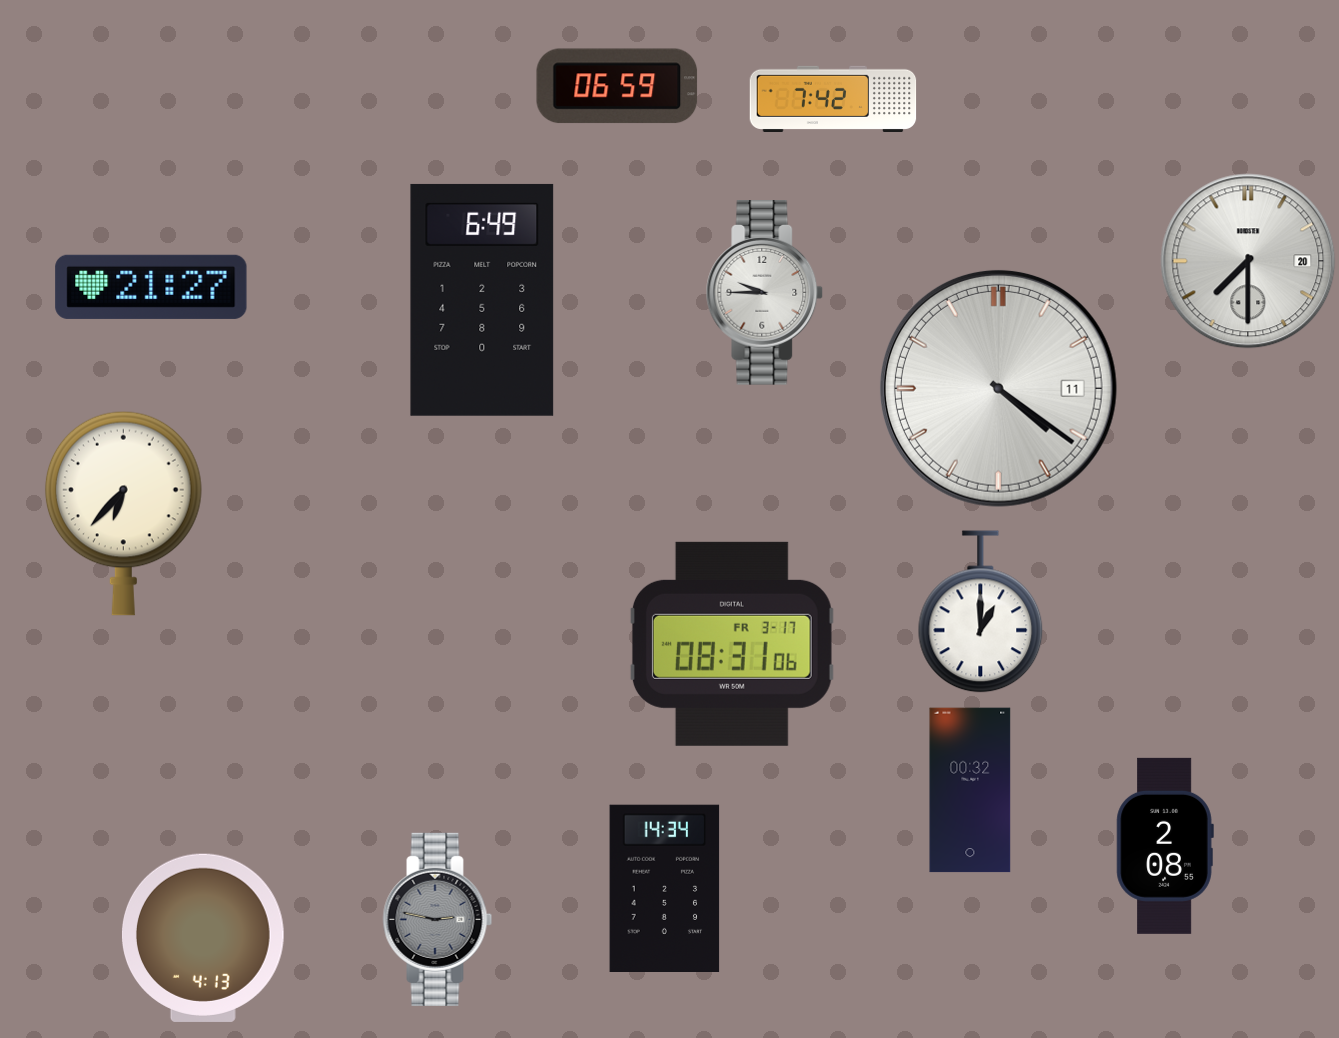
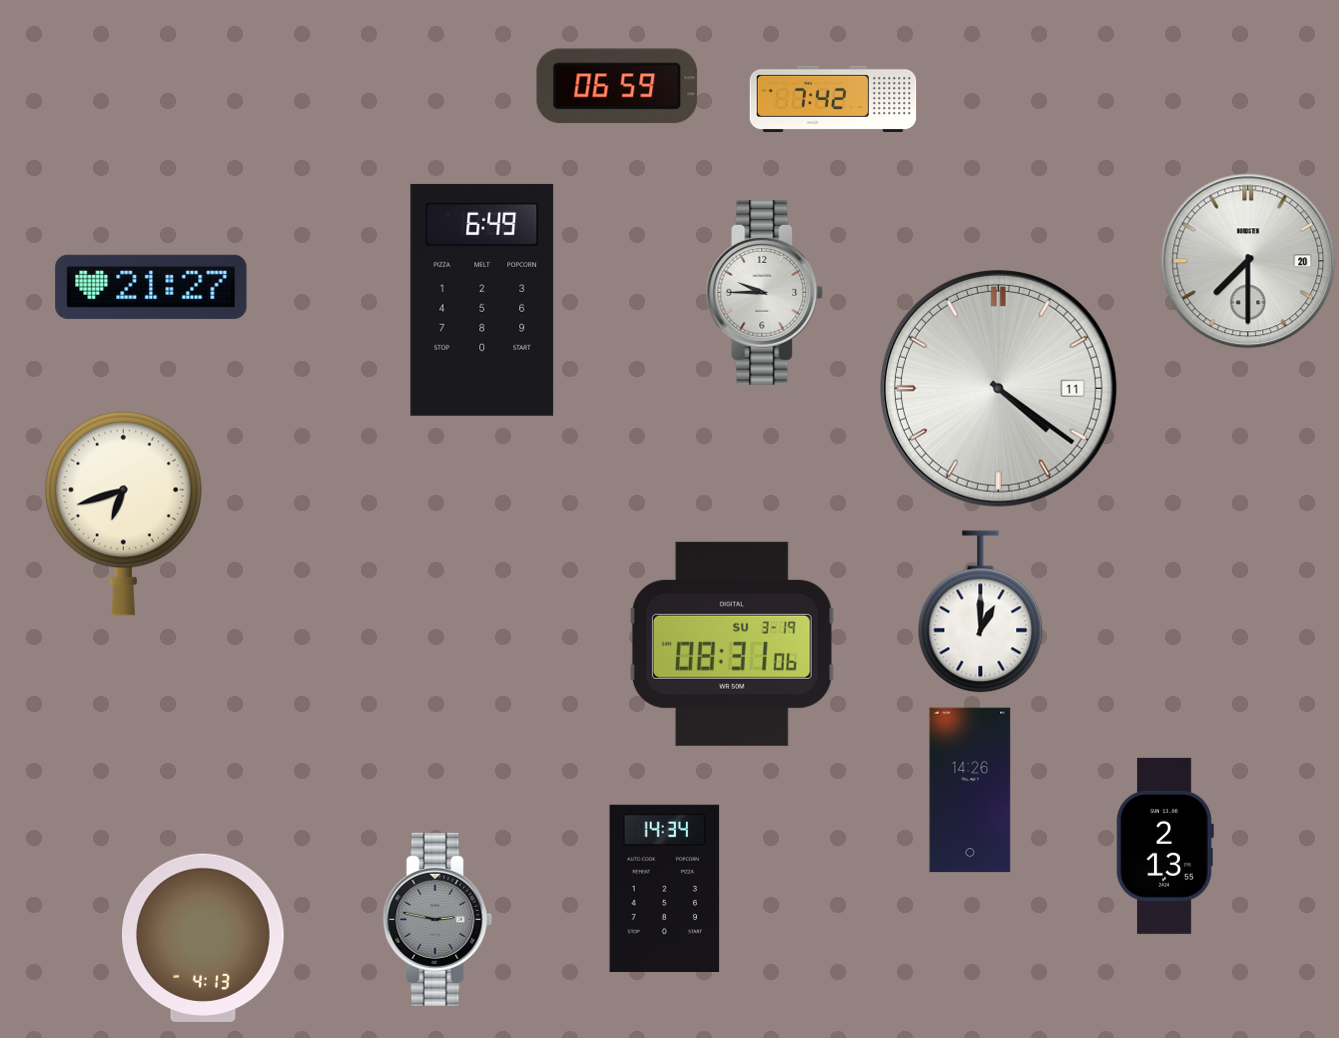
clock at (123, 513): 6:37 -> 6:42
clock at (732, 644) date: FR 3-17 -> SU 3-19
clock at (970, 790): 00:32 -> 14:26
clock at (1165, 846): 2:08 -> 2:13
